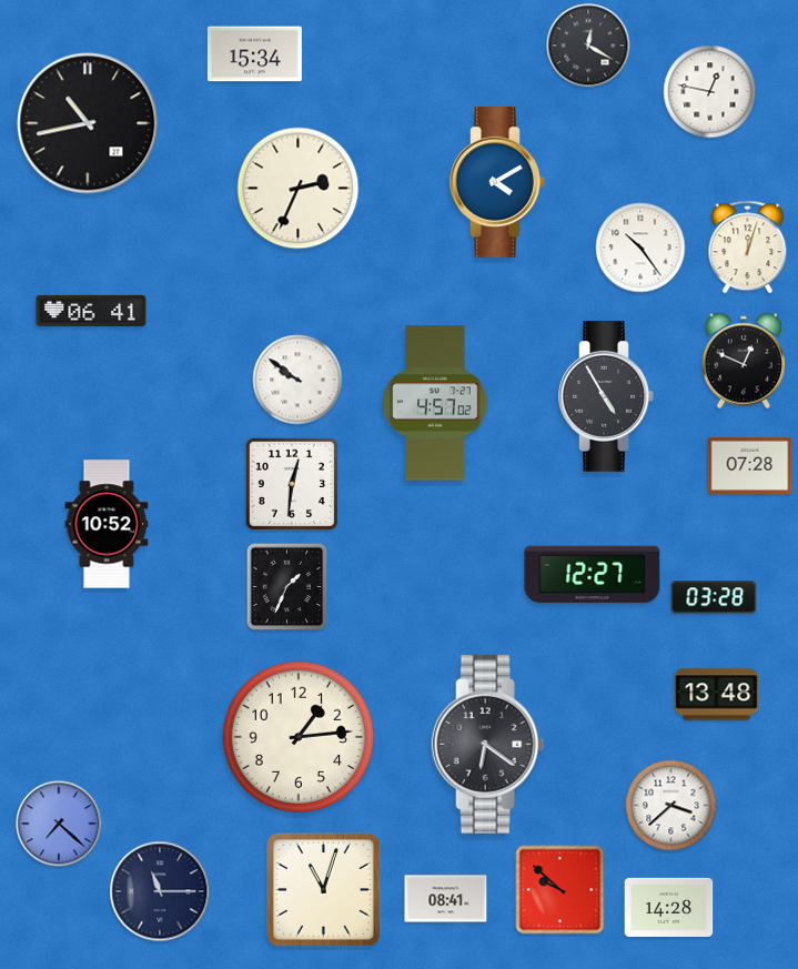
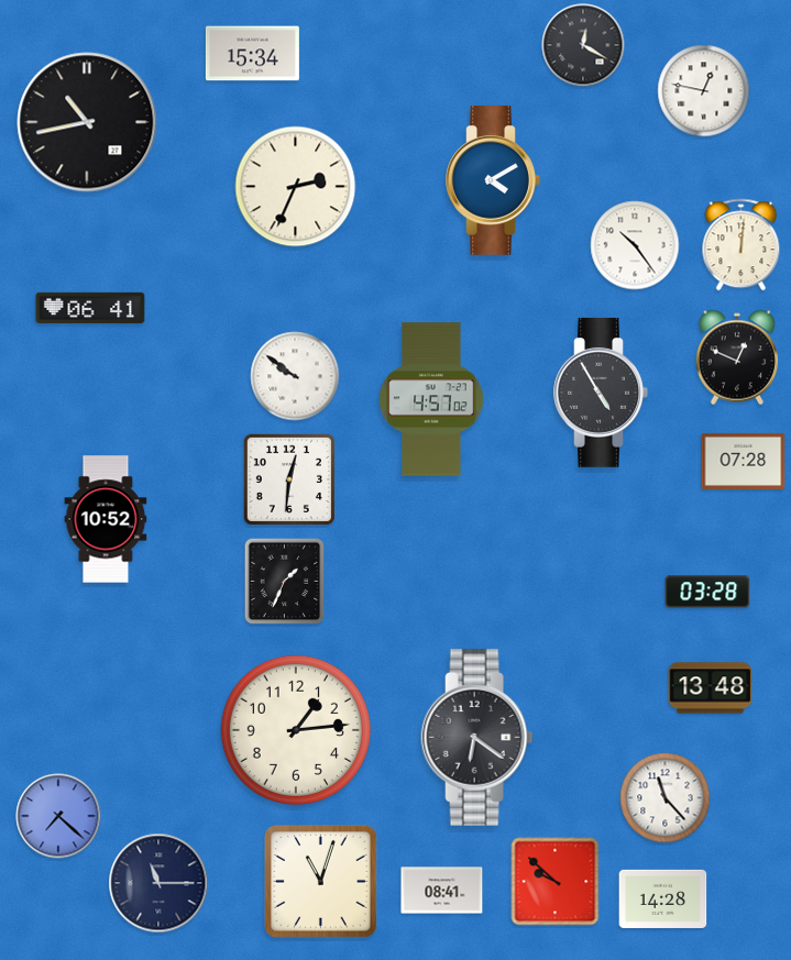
clock at (748, 248): 12:03 -> 12:01
clock at (593, 575): 12:27 -> none
clock at (488, 745) position: (488, 745) -> (477, 738)
clock at (671, 806): 3:38 -> 11:23
